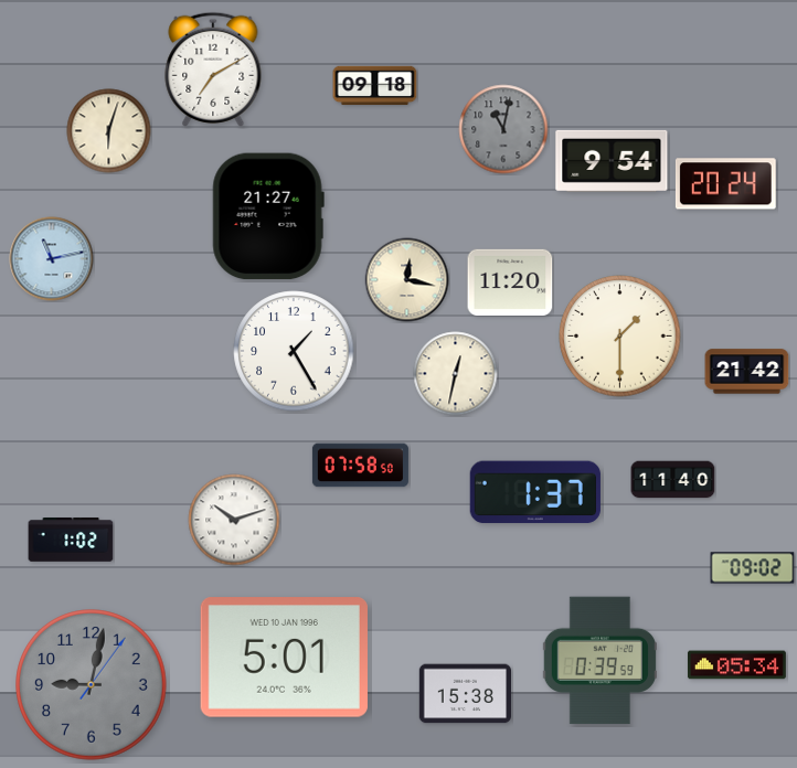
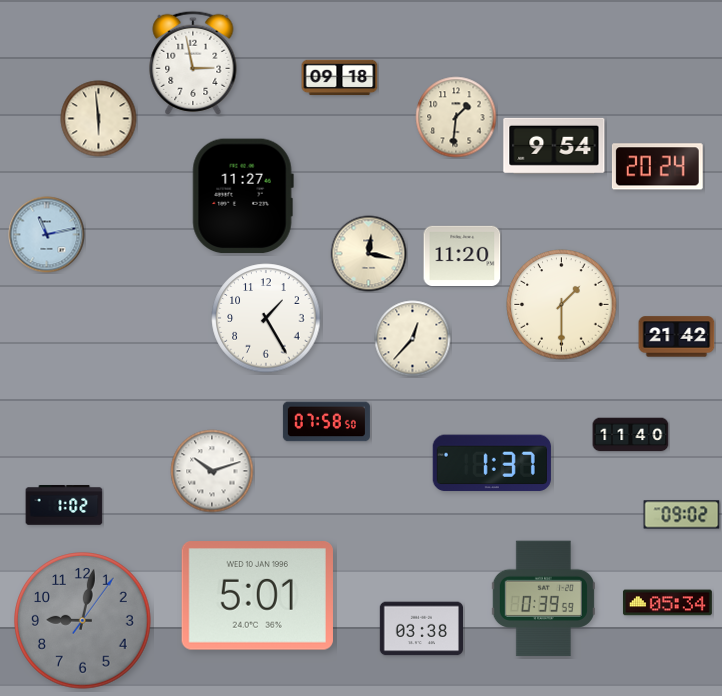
clock at (213, 70): 7:10 -> 2:58
clock at (503, 129): 11:02 -> 1:31
clock at (503, 129) dial: grey -> cream
clock at (109, 131): 6:03 -> 5:59
clock at (268, 216): 21:27 -> 11:27
clock at (456, 374): 12:32 -> 12:37
clock at (673, 480) position: (673, 480) -> (631, 435)
clock at (535, 492) position: (535, 492) -> (492, 463)
clock at (71, 540) position: (71, 540) -> (64, 505)
clock at (466, 694): 15:38 -> 03:38
